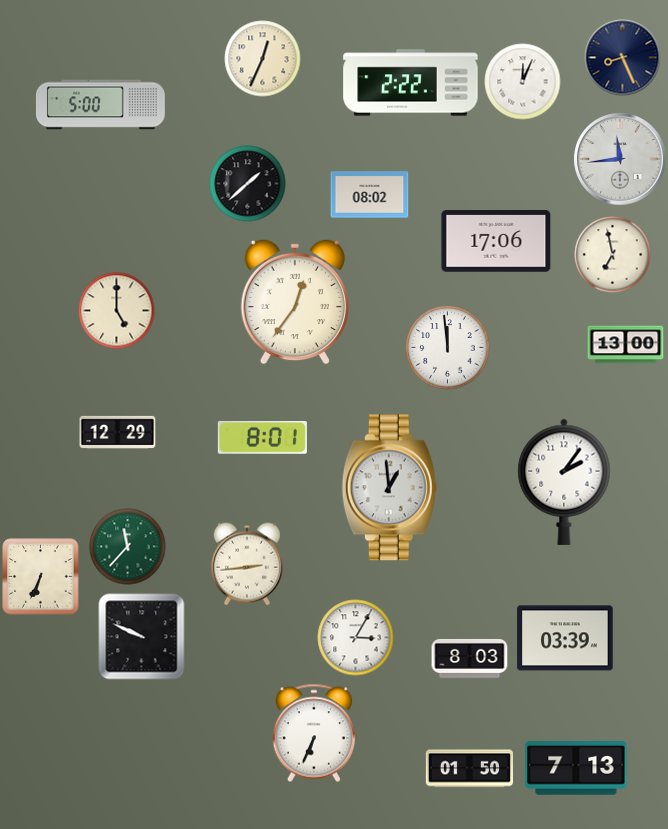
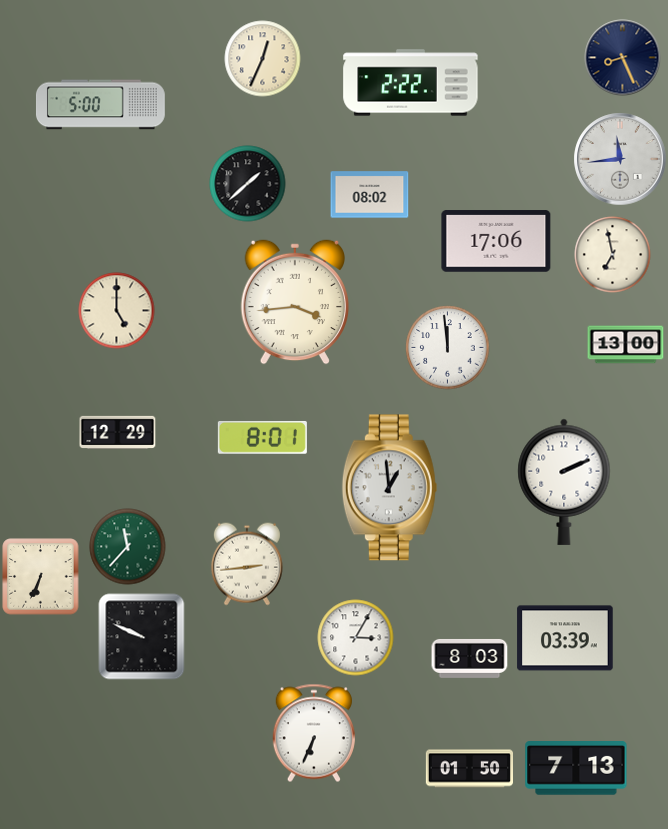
clock at (523, 82): 12:04 -> none
clock at (294, 302): 12:36 -> 3:44
clock at (564, 482): 2:06 -> 2:11
